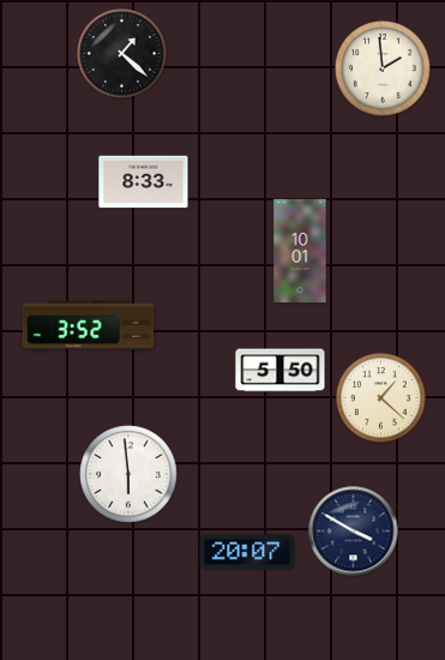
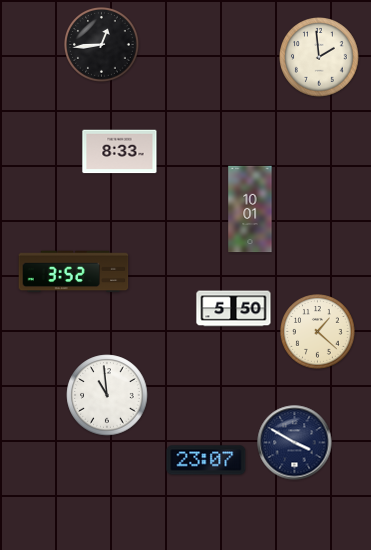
clock at (122, 54): 1:22 -> 12:44
clock at (128, 474): 5:59 -> 10:59
clock at (247, 552): 20:07 -> 23:07
